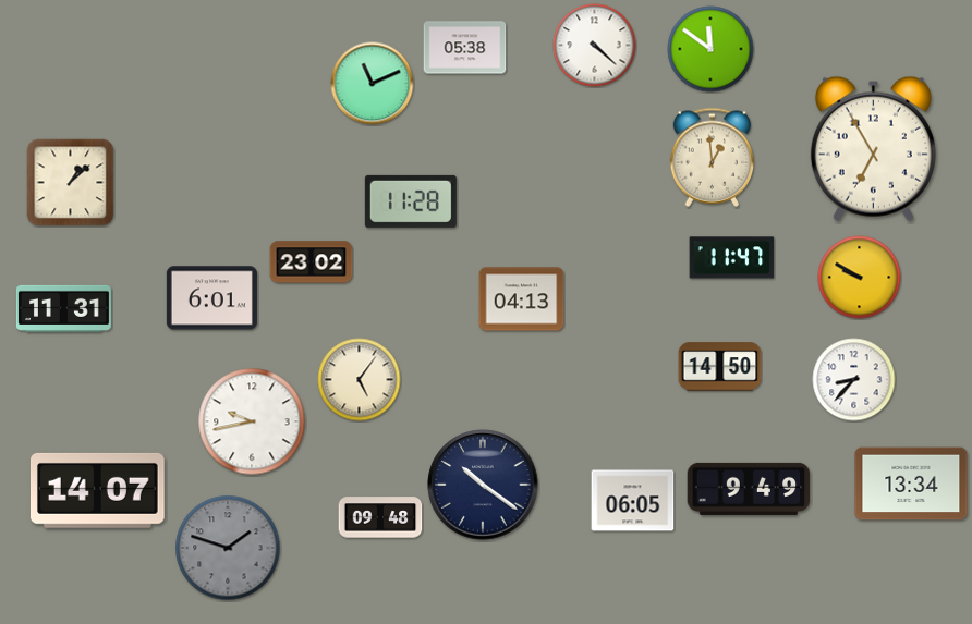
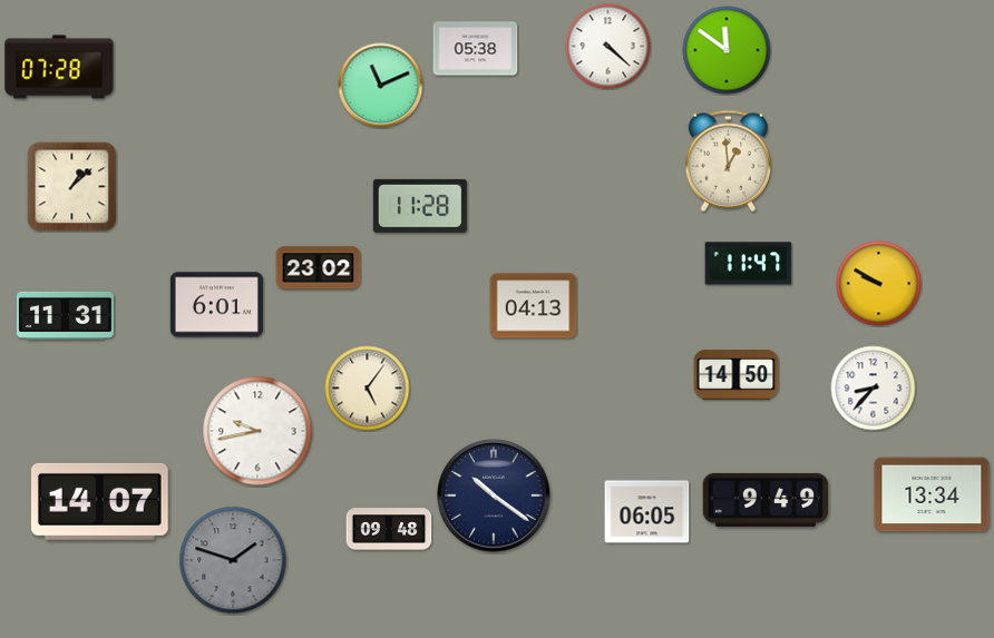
clock at (59, 67): none -> 07:28
clock at (873, 148): 6:55 -> none
